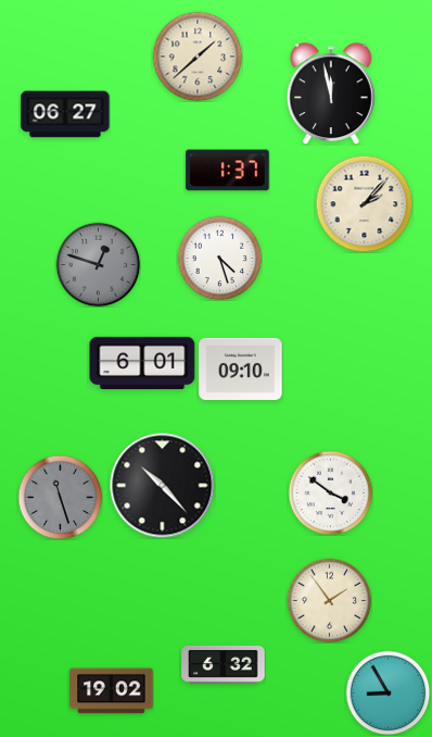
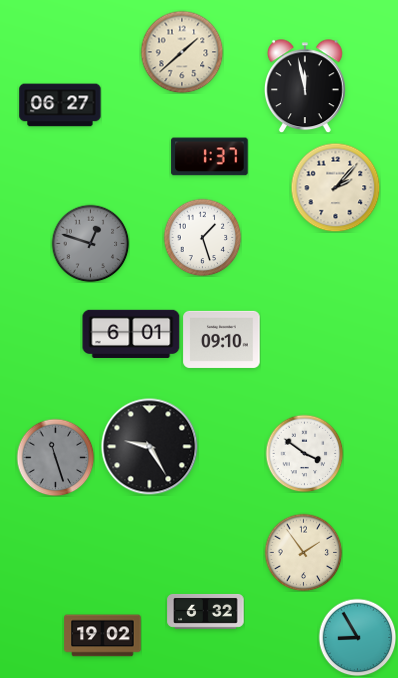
clock at (219, 258): 4:27 -> 1:27
clock at (163, 486): 10:23 -> 9:25
